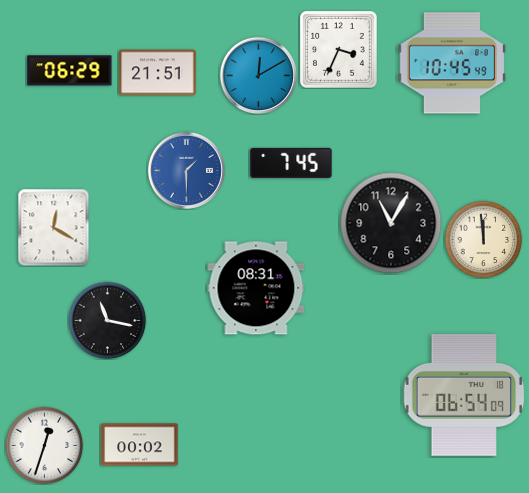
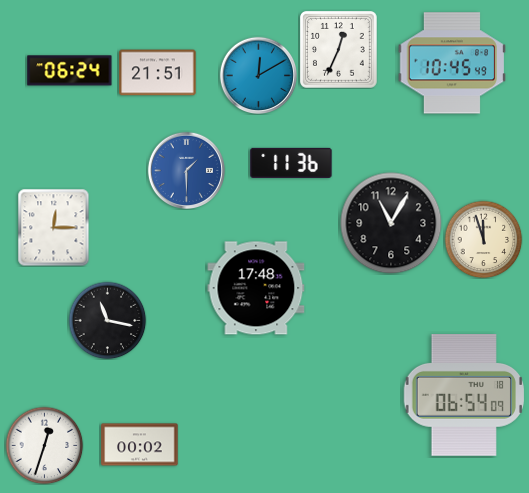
clock at (339, 50): 3:34 -> 12:34
clock at (70, 71): 06:29 -> 06:24
clock at (291, 163): 7:45 -> 11:36
clock at (54, 227): 12:20 -> 12:15
clock at (483, 239): 11:59 -> 11:57
clock at (256, 288): 08:31 -> 17:48
